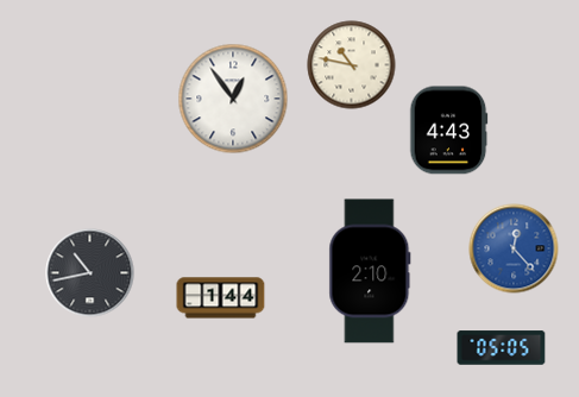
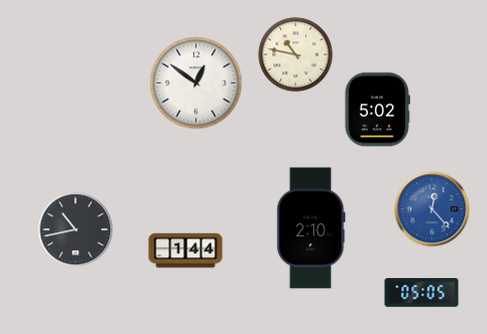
clock at (233, 99): 12:54 -> 12:51
clock at (449, 131): 4:43 -> 5:02
